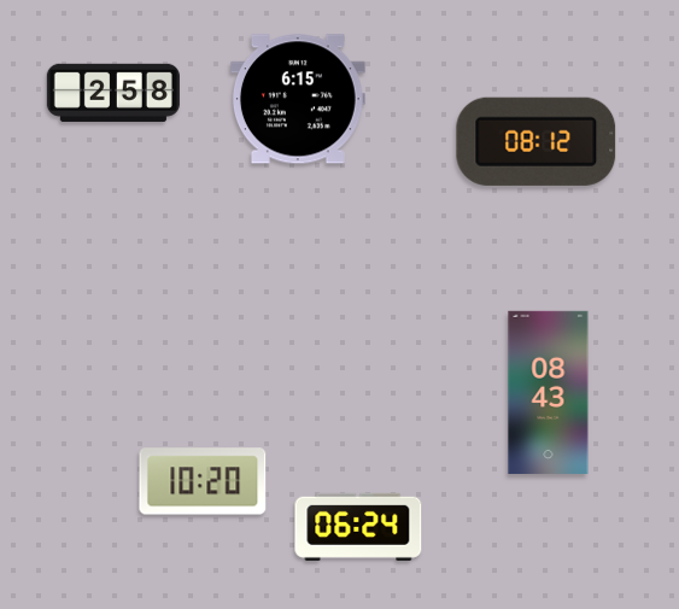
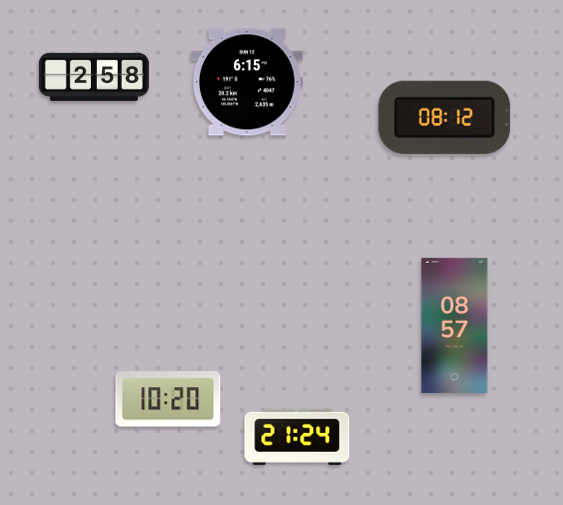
clock at (549, 392): 08:43 -> 08:57
clock at (358, 527): 06:24 -> 21:24
